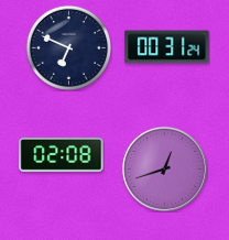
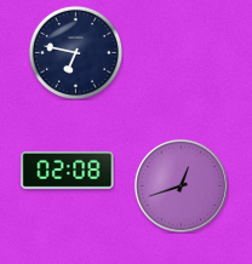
clock at (68, 47): 6:49 -> 6:47
clock at (167, 47): 00:31 -> none
